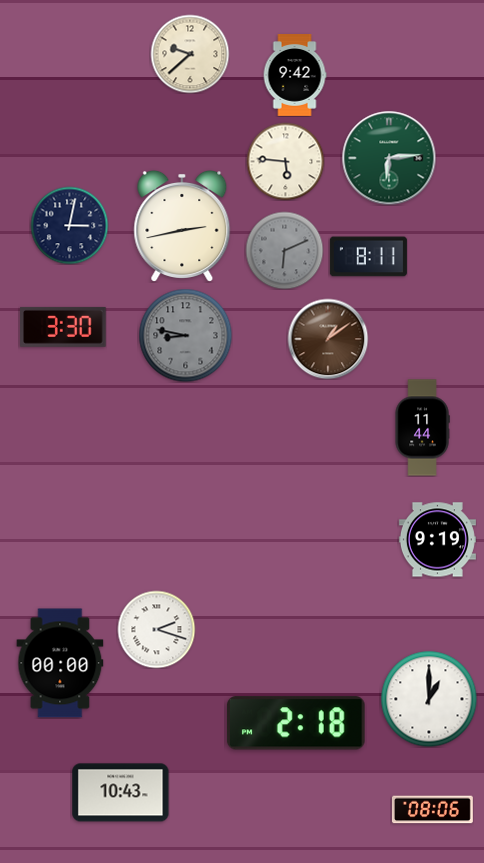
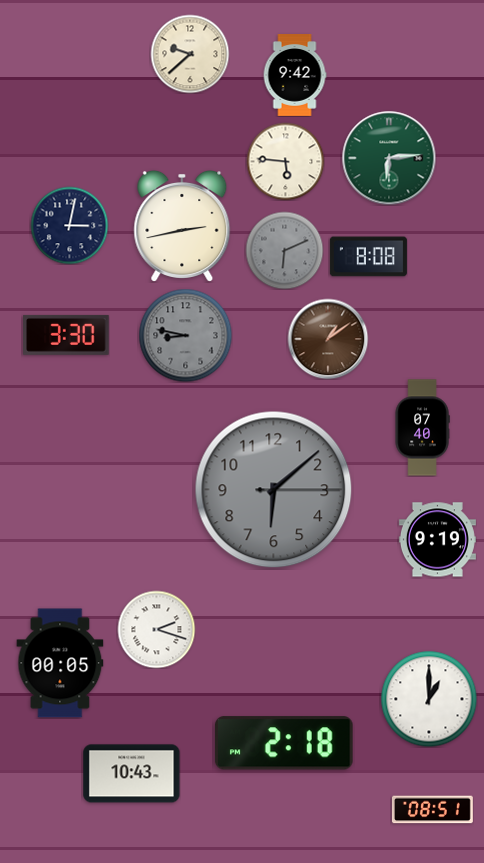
clock at (368, 257): 8:11 -> 8:08
clock at (63, 327) position: (63, 327) -> (66, 335)
clock at (422, 428): 11:44 -> 07:40
clock at (274, 490): none -> 6:08
clock at (60, 663): 00:00 -> 00:05
clock at (296, 723) position: (296, 723) -> (284, 743)
clock at (121, 793) position: (121, 793) -> (132, 774)
clock at (432, 810): 08:06 -> 08:51
